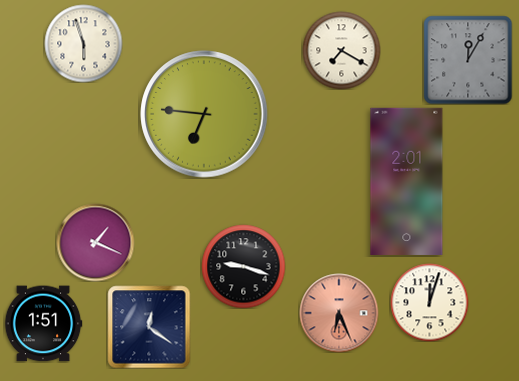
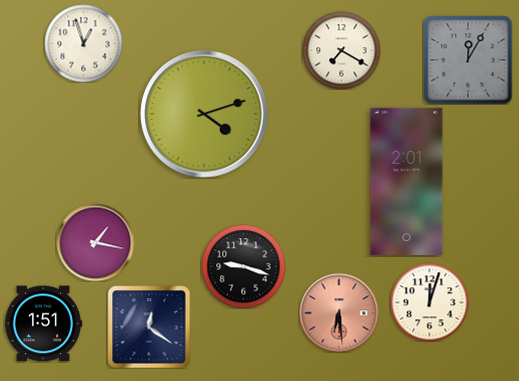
clock at (83, 43): 5:57 -> 12:57
clock at (204, 114): 6:46 -> 4:12
clock at (95, 242): 1:19 -> 1:17
clock at (339, 313): 6:26 -> 6:29
